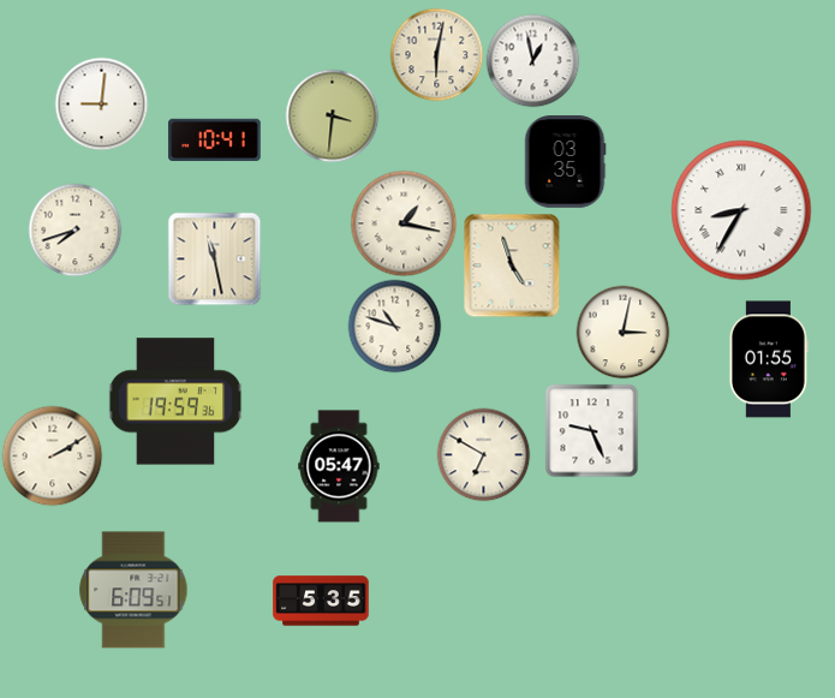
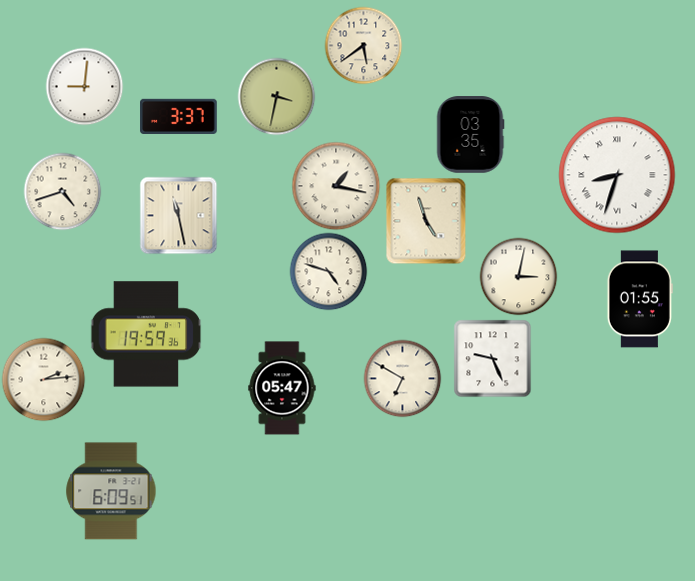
clock at (436, 54): 6:02 -> 5:39
clock at (532, 60): 12:58 -> none
clock at (332, 115): 3:31 -> 3:32
clock at (215, 139): 10:41 -> 3:37
clock at (741, 210): 8:35 -> 8:33
clock at (74, 229): 7:42 -> 4:42
clock at (394, 326): 10:48 -> 4:48
clock at (52, 455): 2:10 -> 2:14
clock at (321, 601): 5:35 -> none
